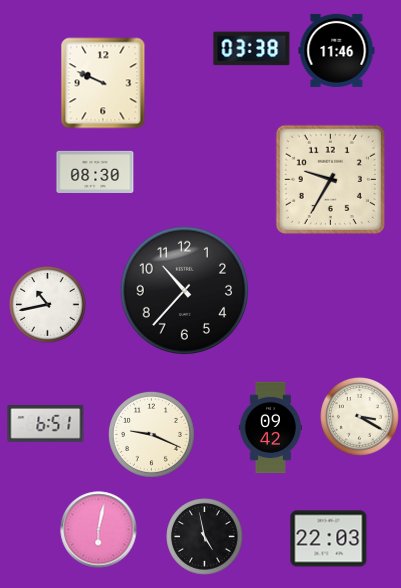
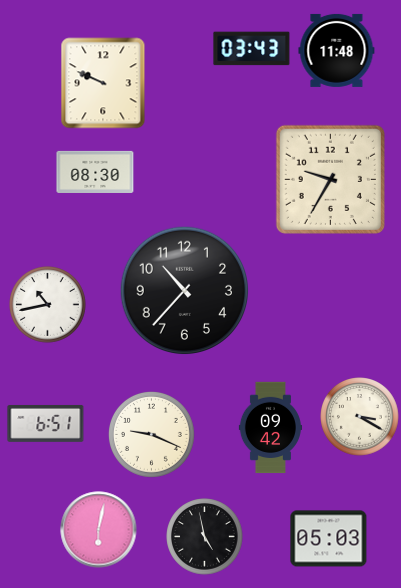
clock at (252, 49): 03:38 -> 03:43
clock at (337, 50): 11:46 -> 11:48
clock at (329, 539): 22:03 -> 05:03
